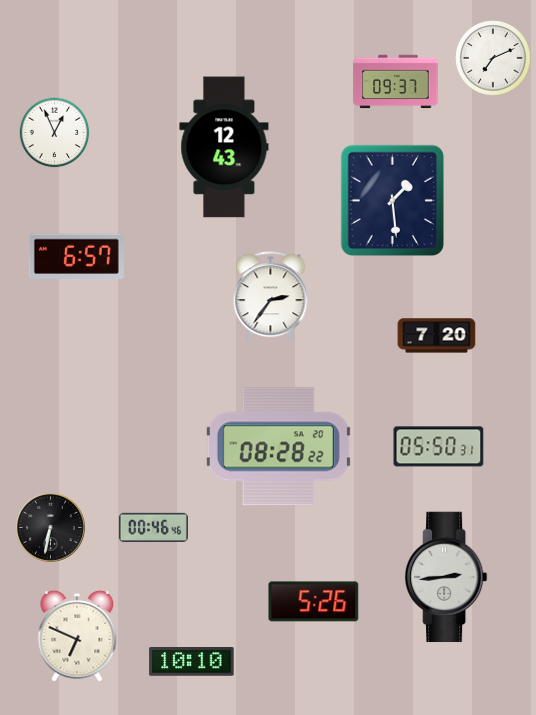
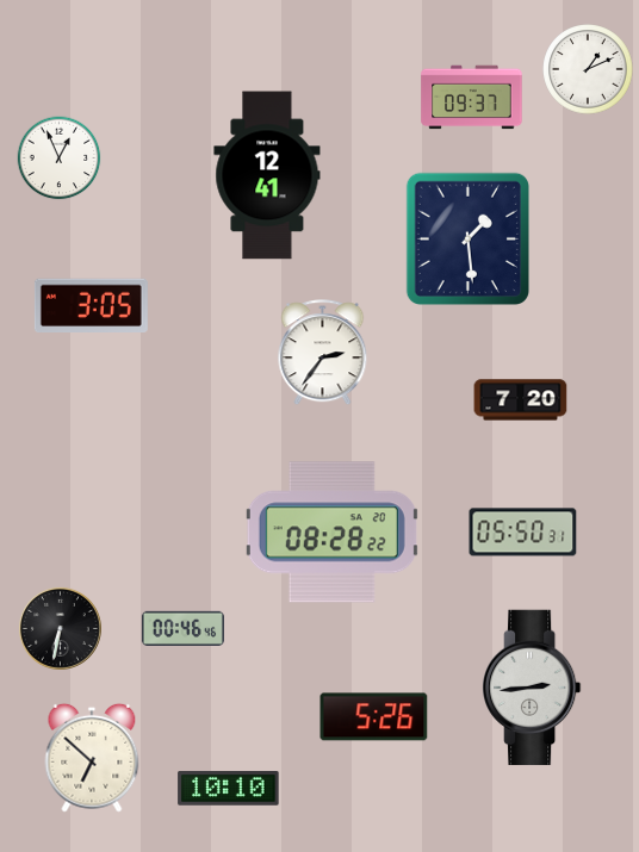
clock at (493, 58): 7:11 -> 1:11
clock at (55, 133) position: (55, 133) -> (60, 158)
clock at (224, 147): 12:43 -> 12:41
clock at (76, 256): 6:57 -> 3:05
clock at (77, 636): 6:49 -> 6:52
